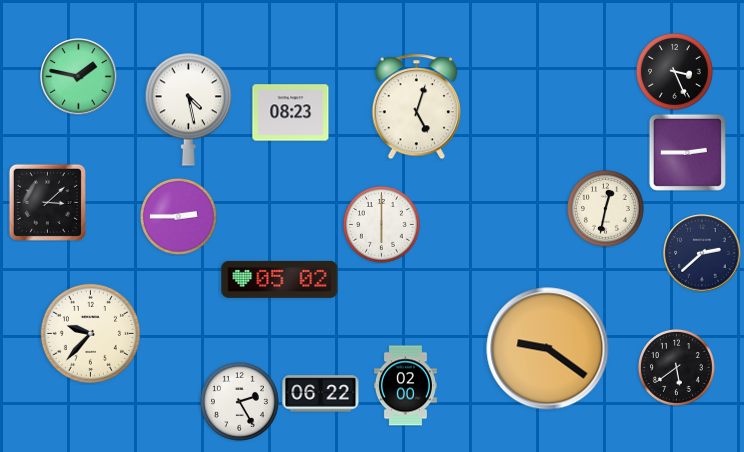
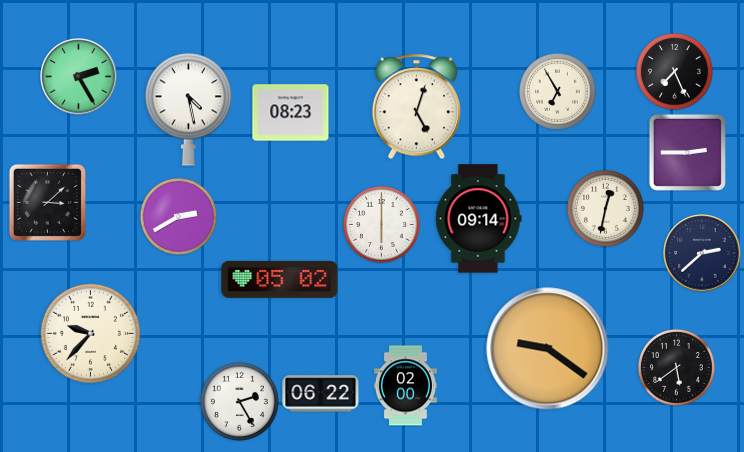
clock at (674, 71): 3:26 -> 7:26
clock at (79, 77): 1:47 -> 2:25
clock at (557, 91): none -> 6:55
clock at (178, 216): 2:45 -> 2:40
clock at (479, 219): none -> 09:14
